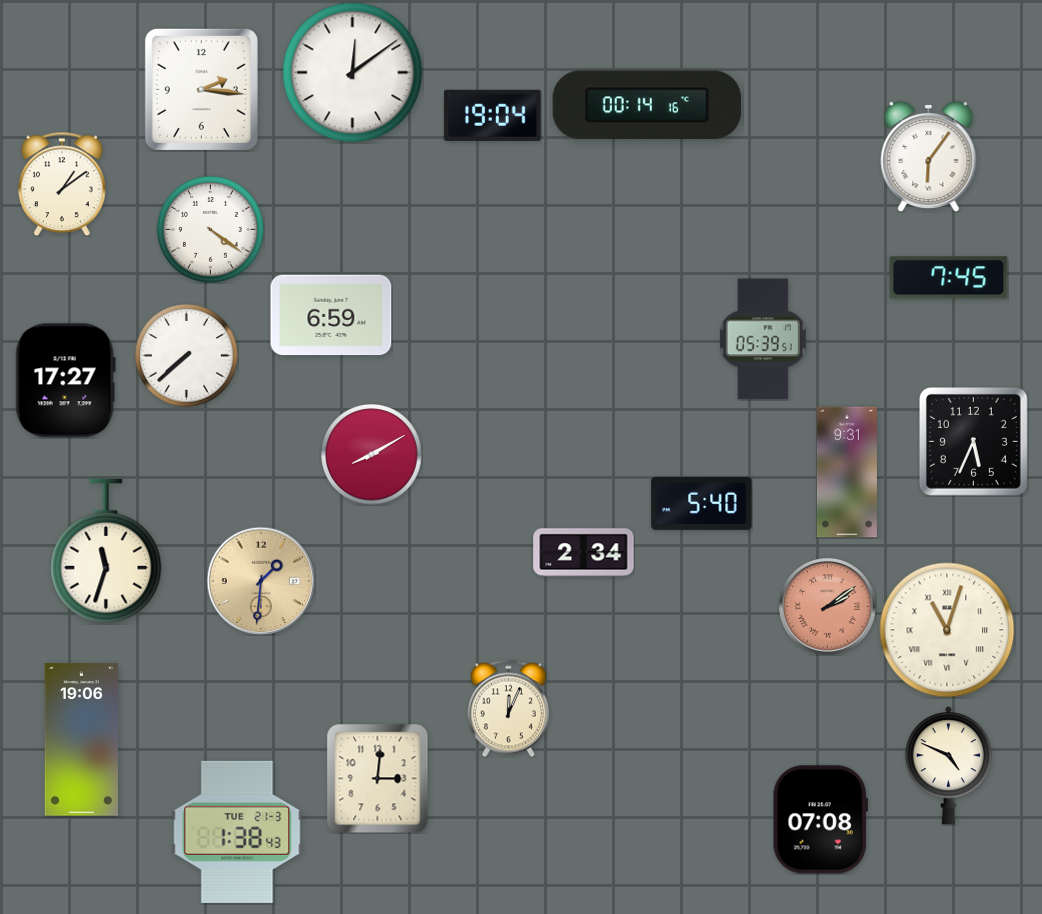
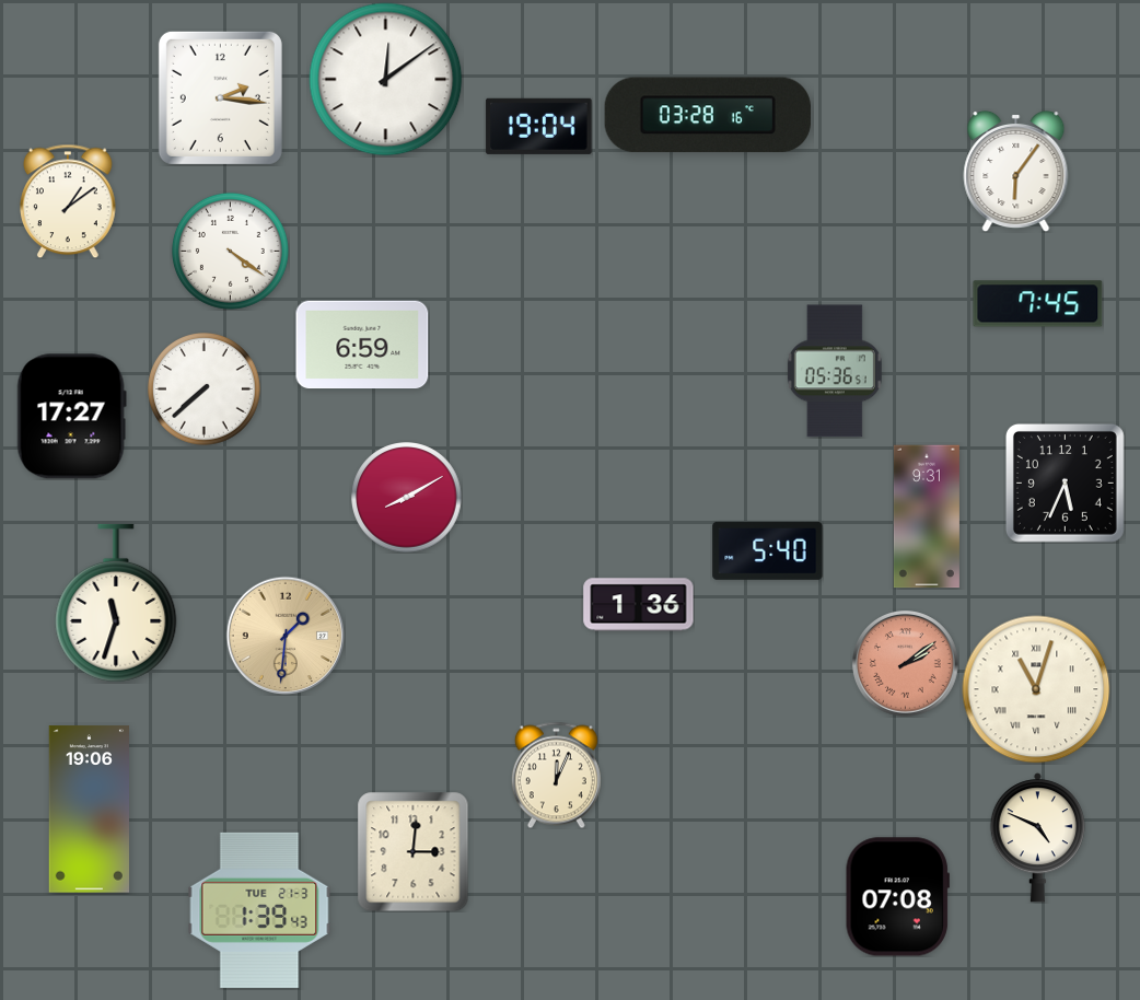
clock at (647, 105): 00:14 -> 03:28
clock at (763, 339): 05:39 -> 05:36
clock at (584, 553): 2:34 -> 1:36
clock at (237, 832): 1:38 -> 1:39
